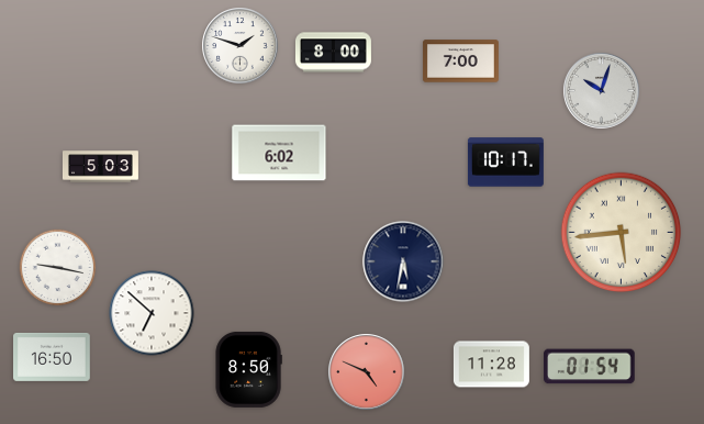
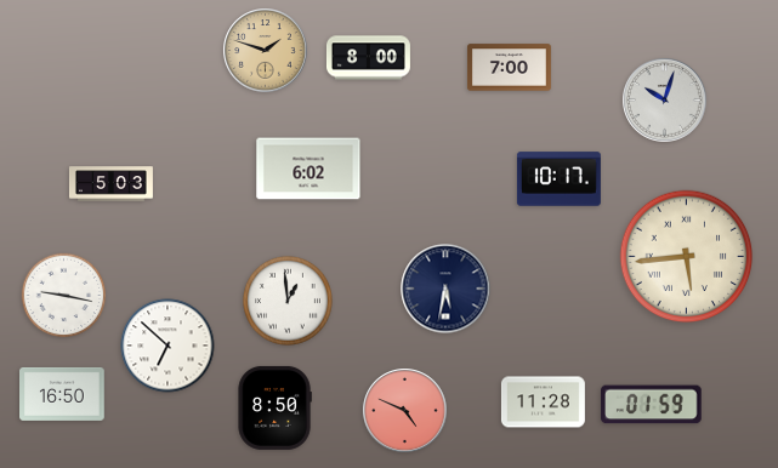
clock at (241, 46) dial: white -> champagne
clock at (288, 301): none -> 12:59
clock at (52, 357) position: (52, 357) -> (62, 394)
clock at (590, 367): 01:54 -> 01:59
